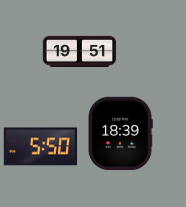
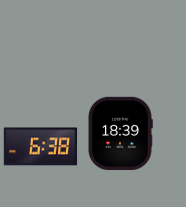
clock at (80, 51): 19:51 -> none
clock at (41, 147): 5:50 -> 6:38
